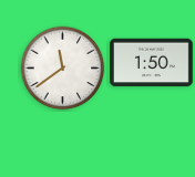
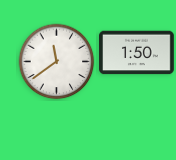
clock at (152, 63) position: (152, 63) -> (137, 53)
